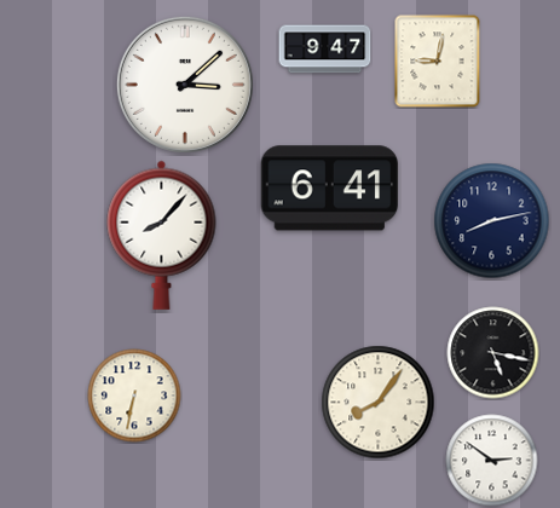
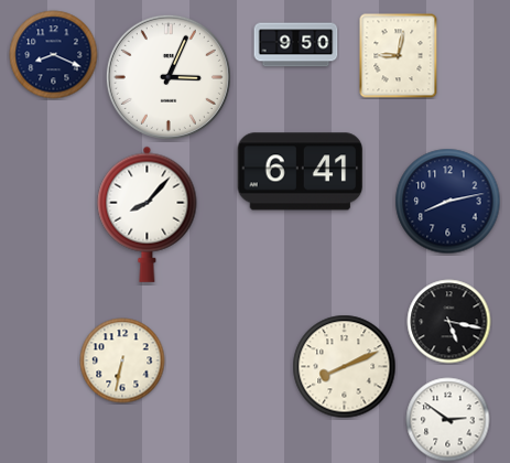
clock at (325, 50): 9:47 -> 9:50
clock at (54, 55): none -> 8:19
clock at (185, 85): 3:08 -> 3:04
clock at (379, 403): 8:06 -> 8:11
